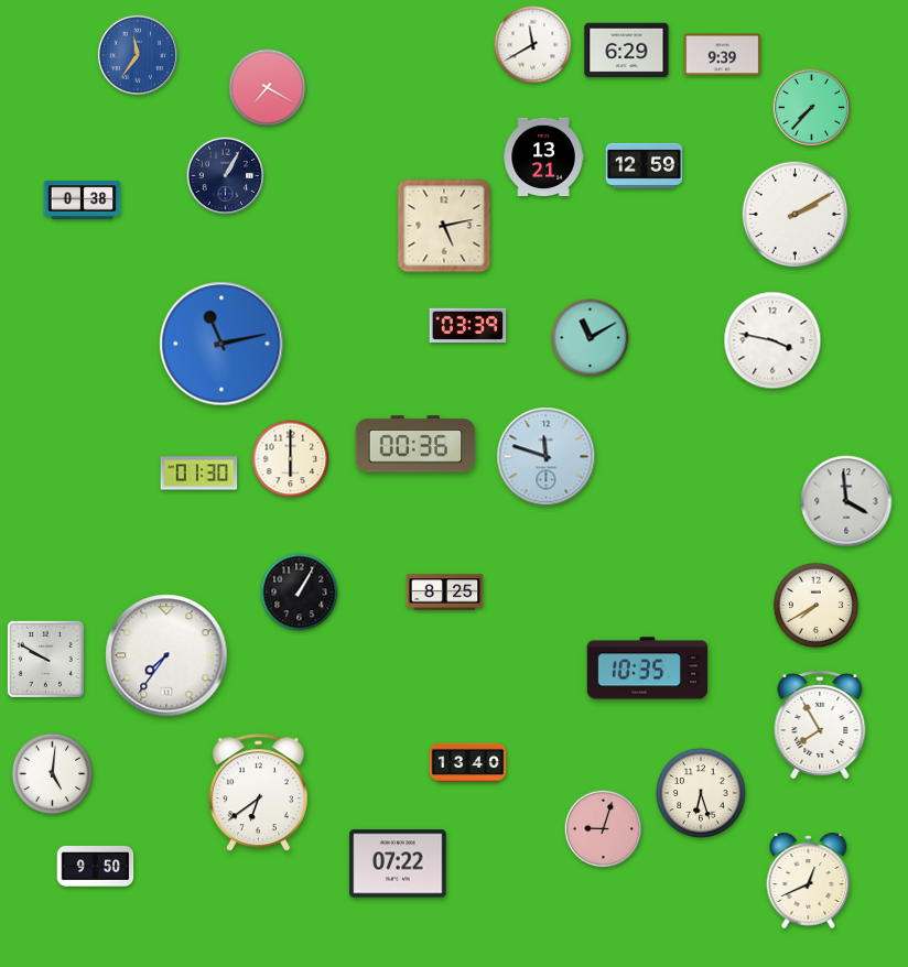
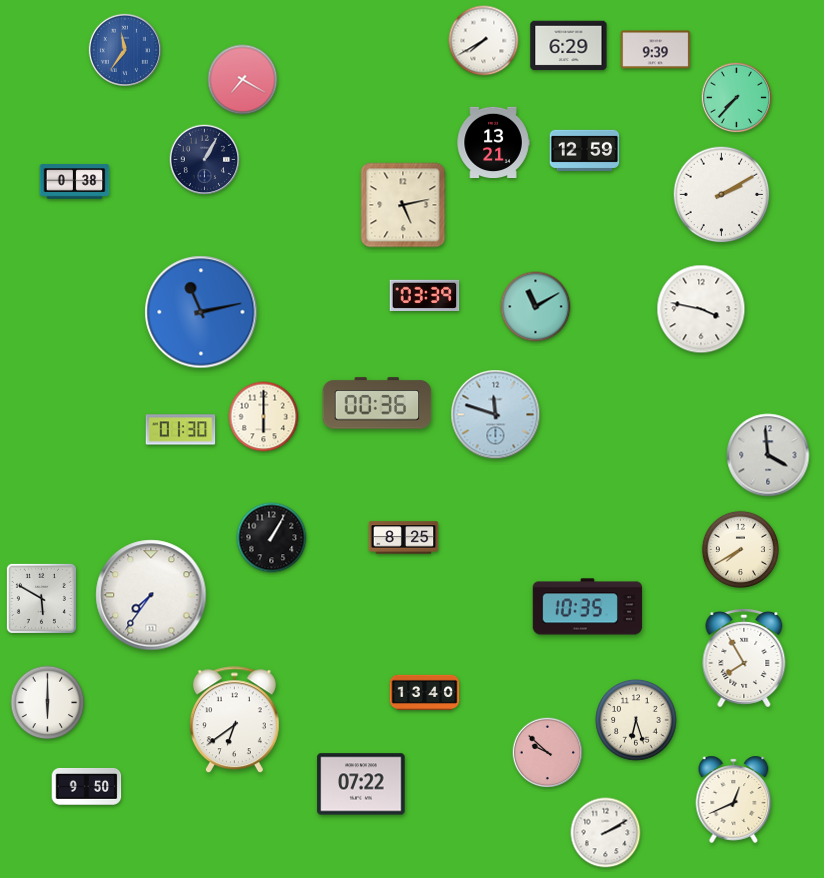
clock at (533, 45): 11:40 -> 7:40
clock at (45, 659): 9:50 -> 5:50
clock at (53, 774): 5:01 -> 6:00
clock at (604, 829): 9:03 -> 9:52
clock at (606, 833): none -> 2:10
